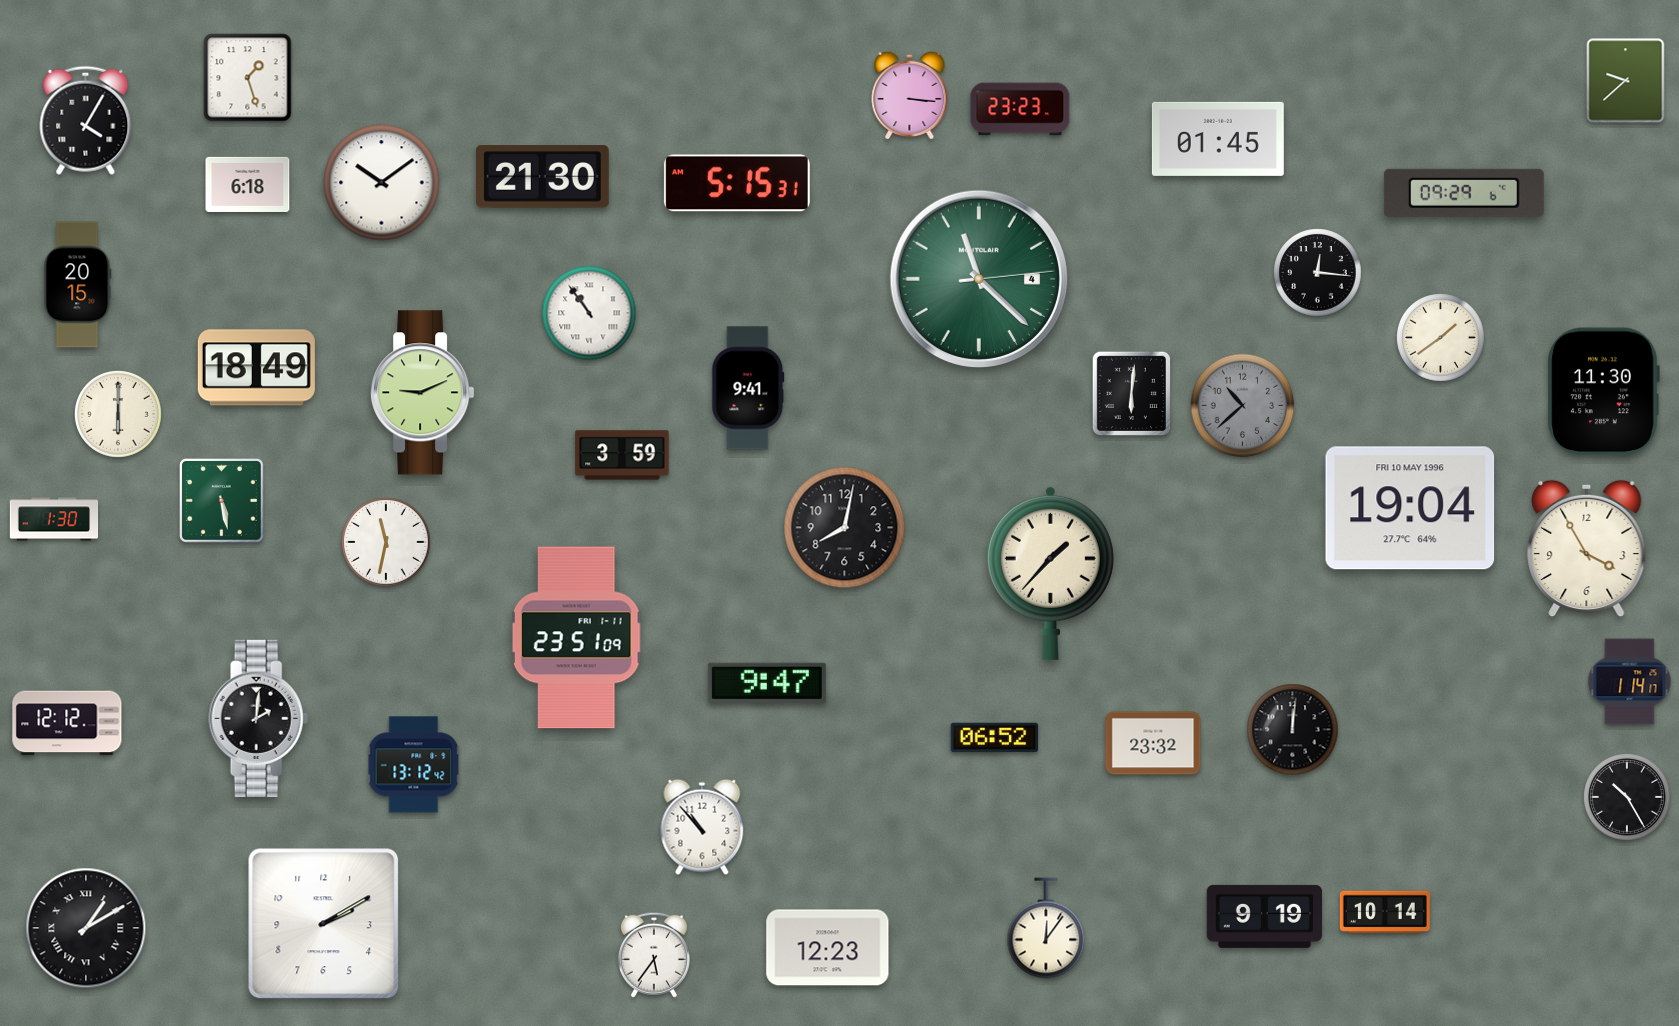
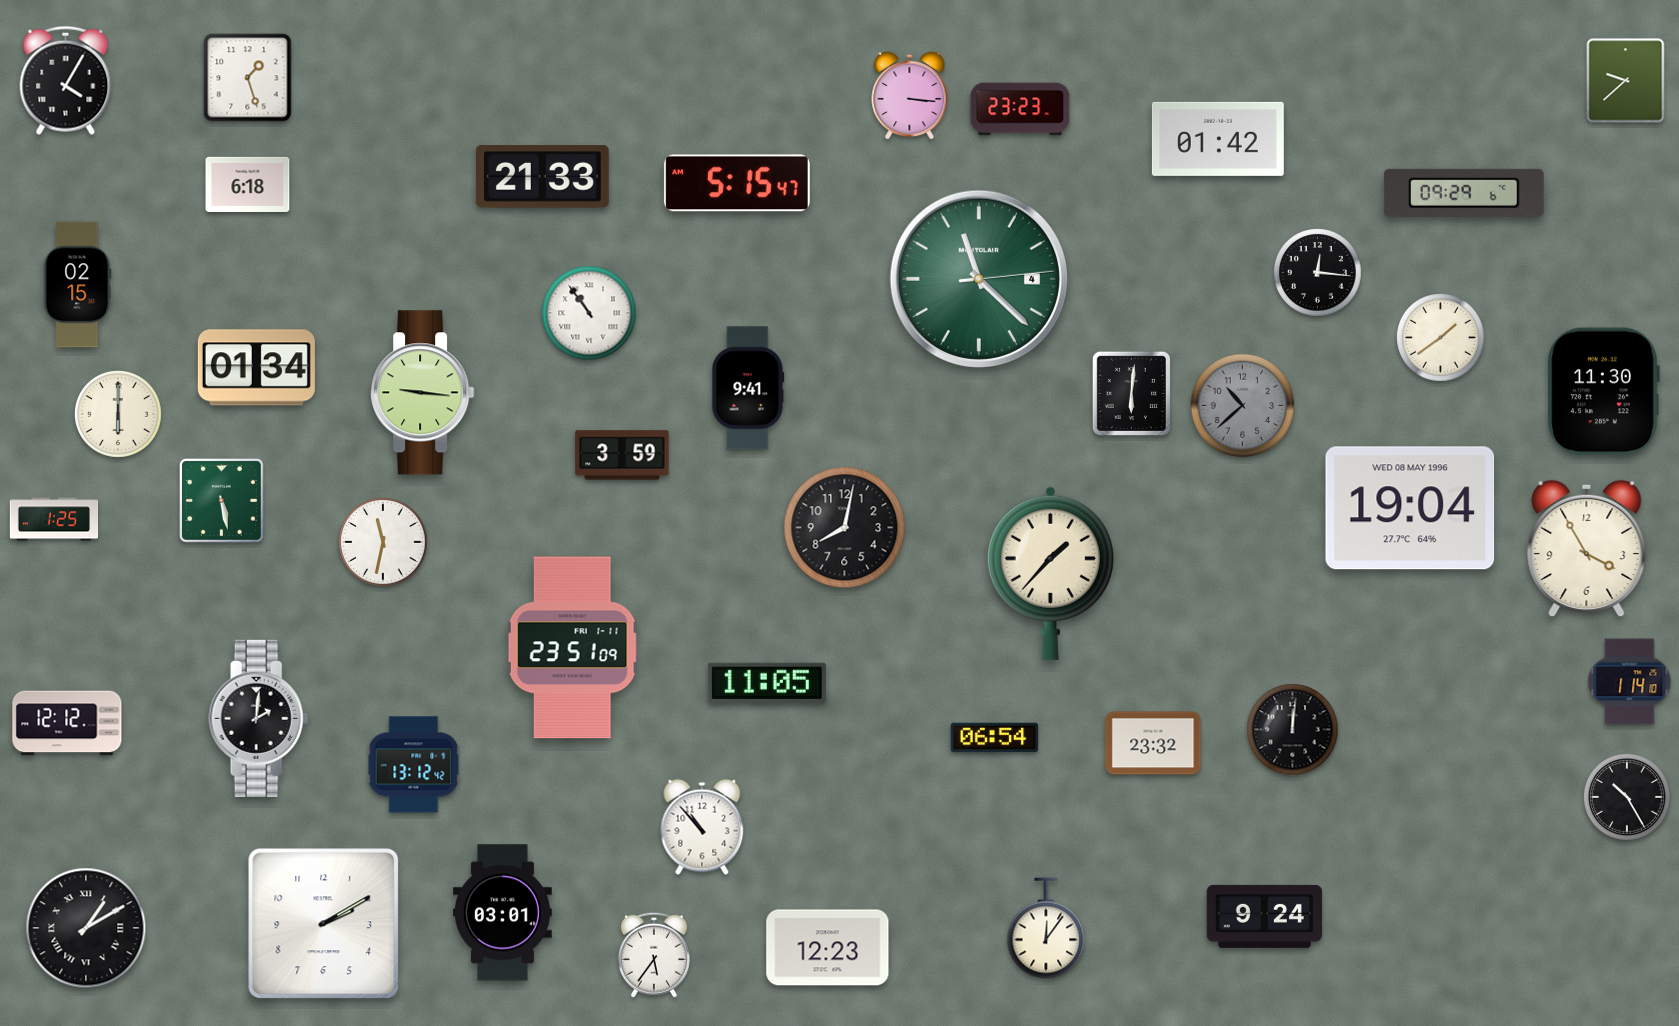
clock at (86, 120) position: (86, 120) -> (66, 80)
clock at (1218, 139): 01:45 -> 01:42
clock at (542, 177): 21:30 -> 21:33
clock at (382, 183): 10:09 -> none
clock at (737, 183): 5:15:31 -> 5:15:47
clock at (78, 285): 20:15 -> 02:15
clock at (256, 368): 18:49 -> 01:34
clock at (423, 393): 9:11 -> 9:16
clock at (1410, 508) date: FRI 10 MAY 1996 -> WED 08 MAY 1996
clock at (54, 519): 1:30 -> 1:25
clock at (386, 542) position: (386, 542) -> (383, 542)
clock at (577, 638) position: (577, 638) -> (573, 648)
clock at (1630, 682): 1:14:17 -> 1:14:10
clock at (767, 683): 9:47 -> 11:05
clock at (995, 738): 06:52 -> 06:54
clock at (1385, 912): 10:14 -> none
clock at (502, 913): none -> 03:01
clock at (1265, 916): 9:19 -> 9:24
